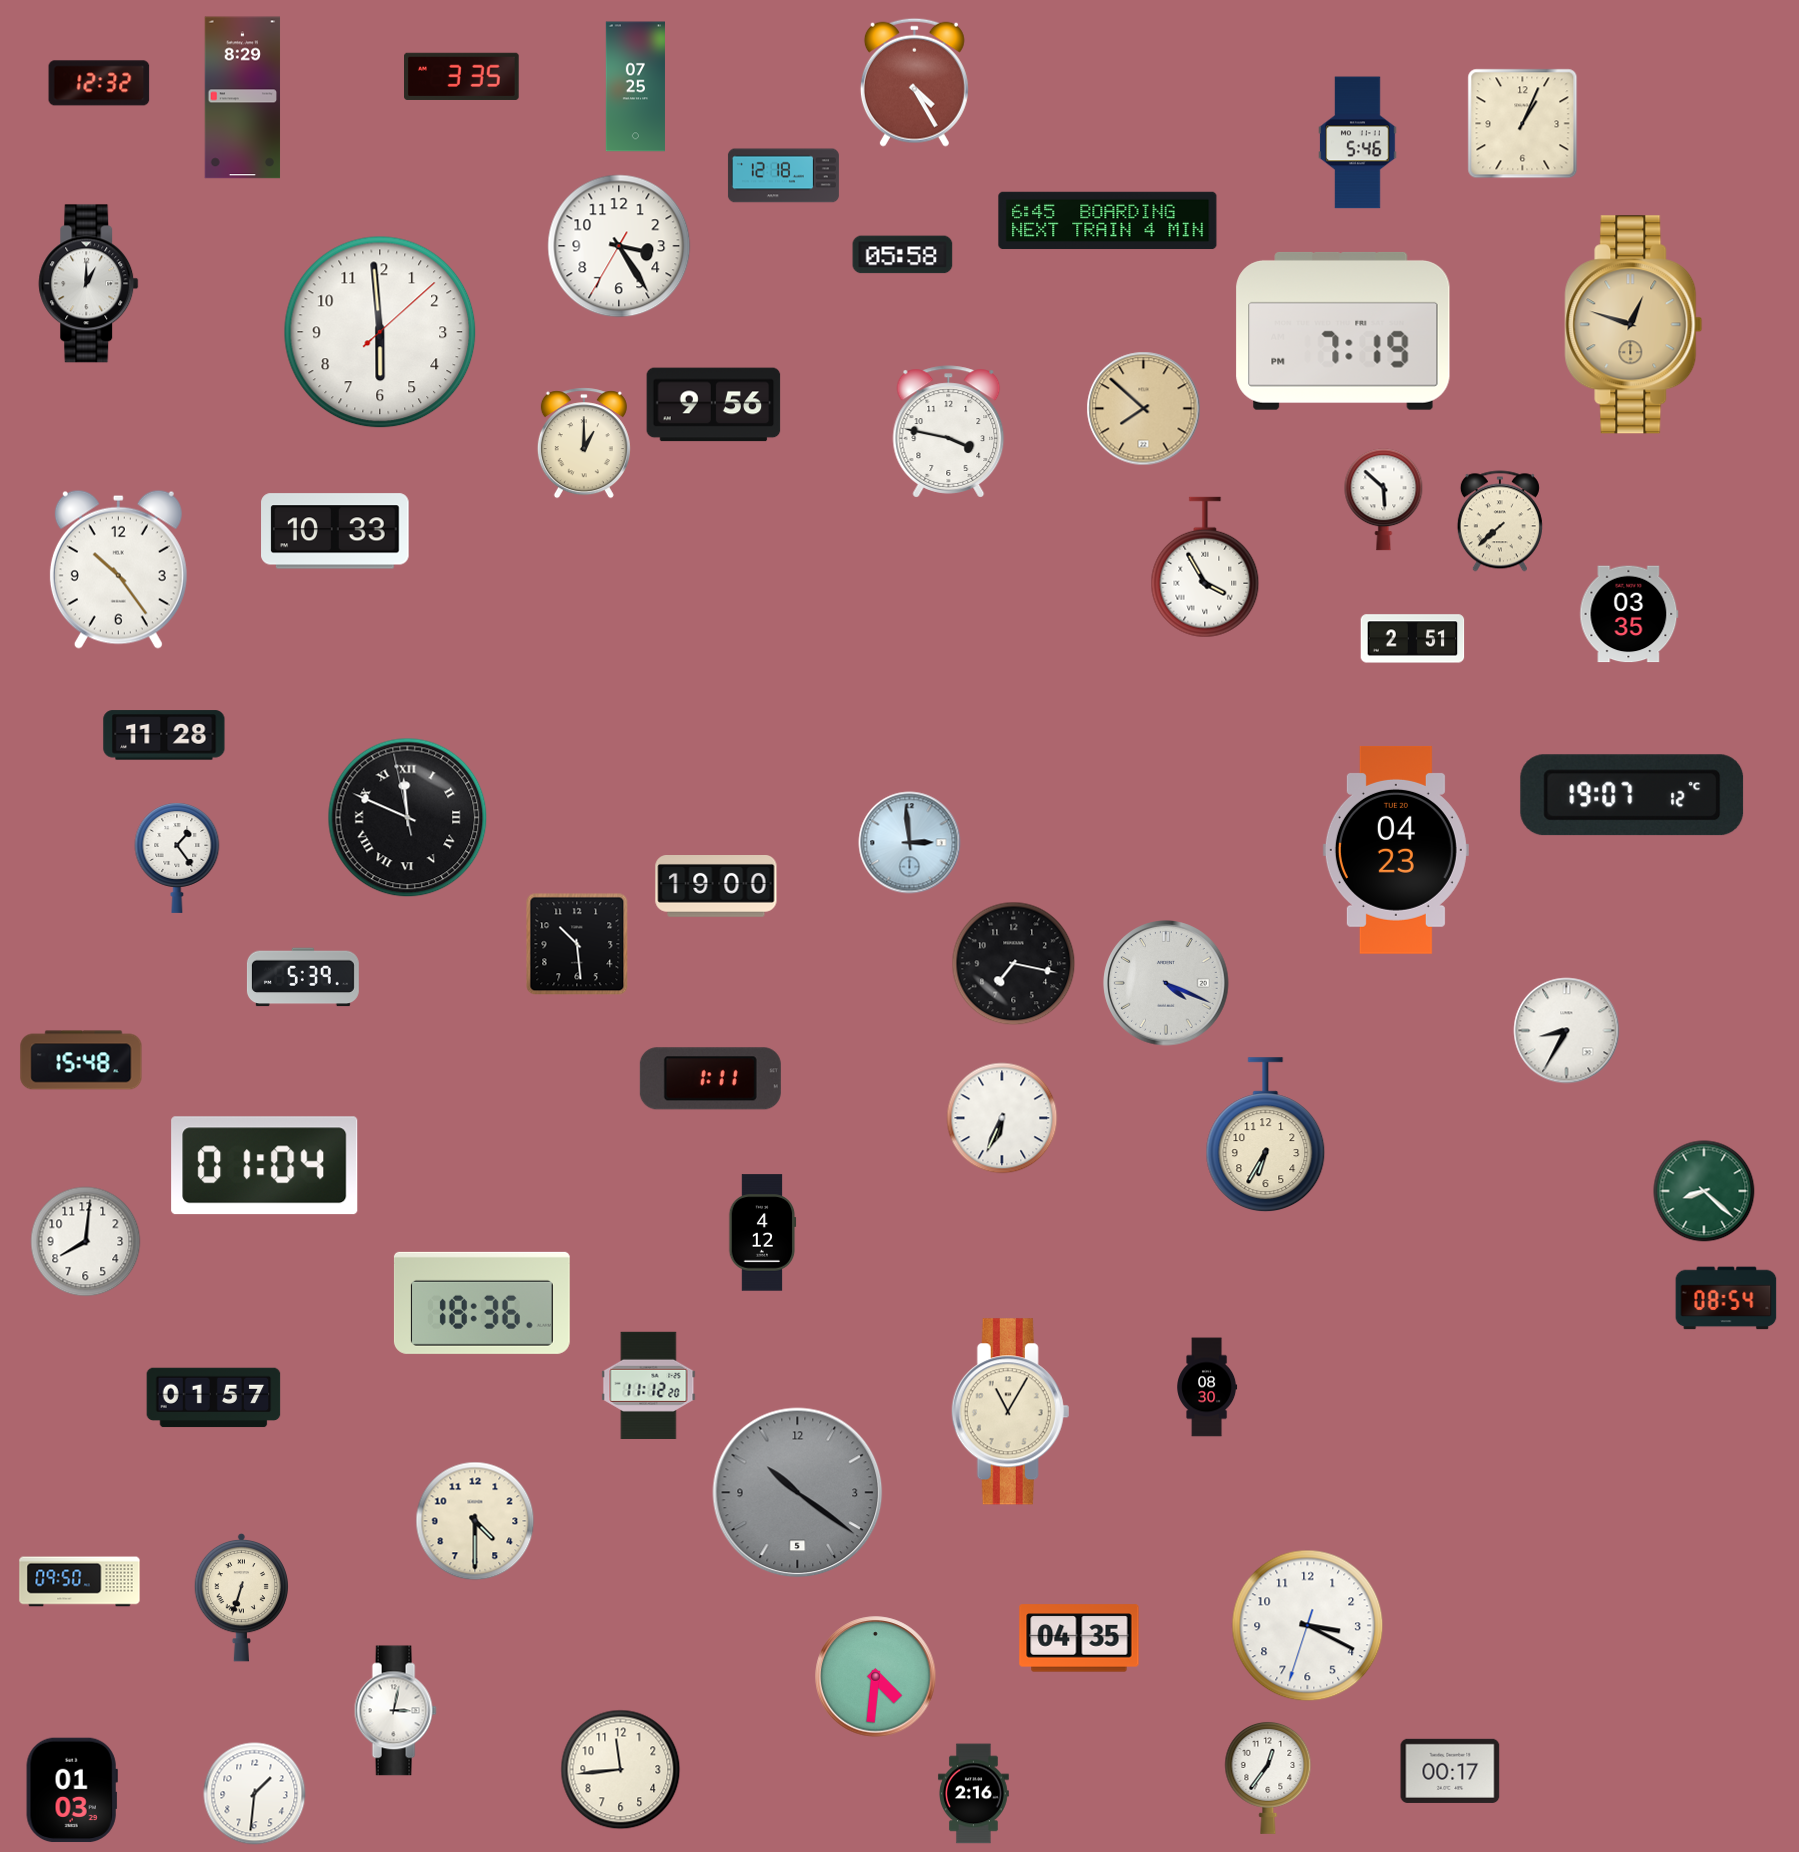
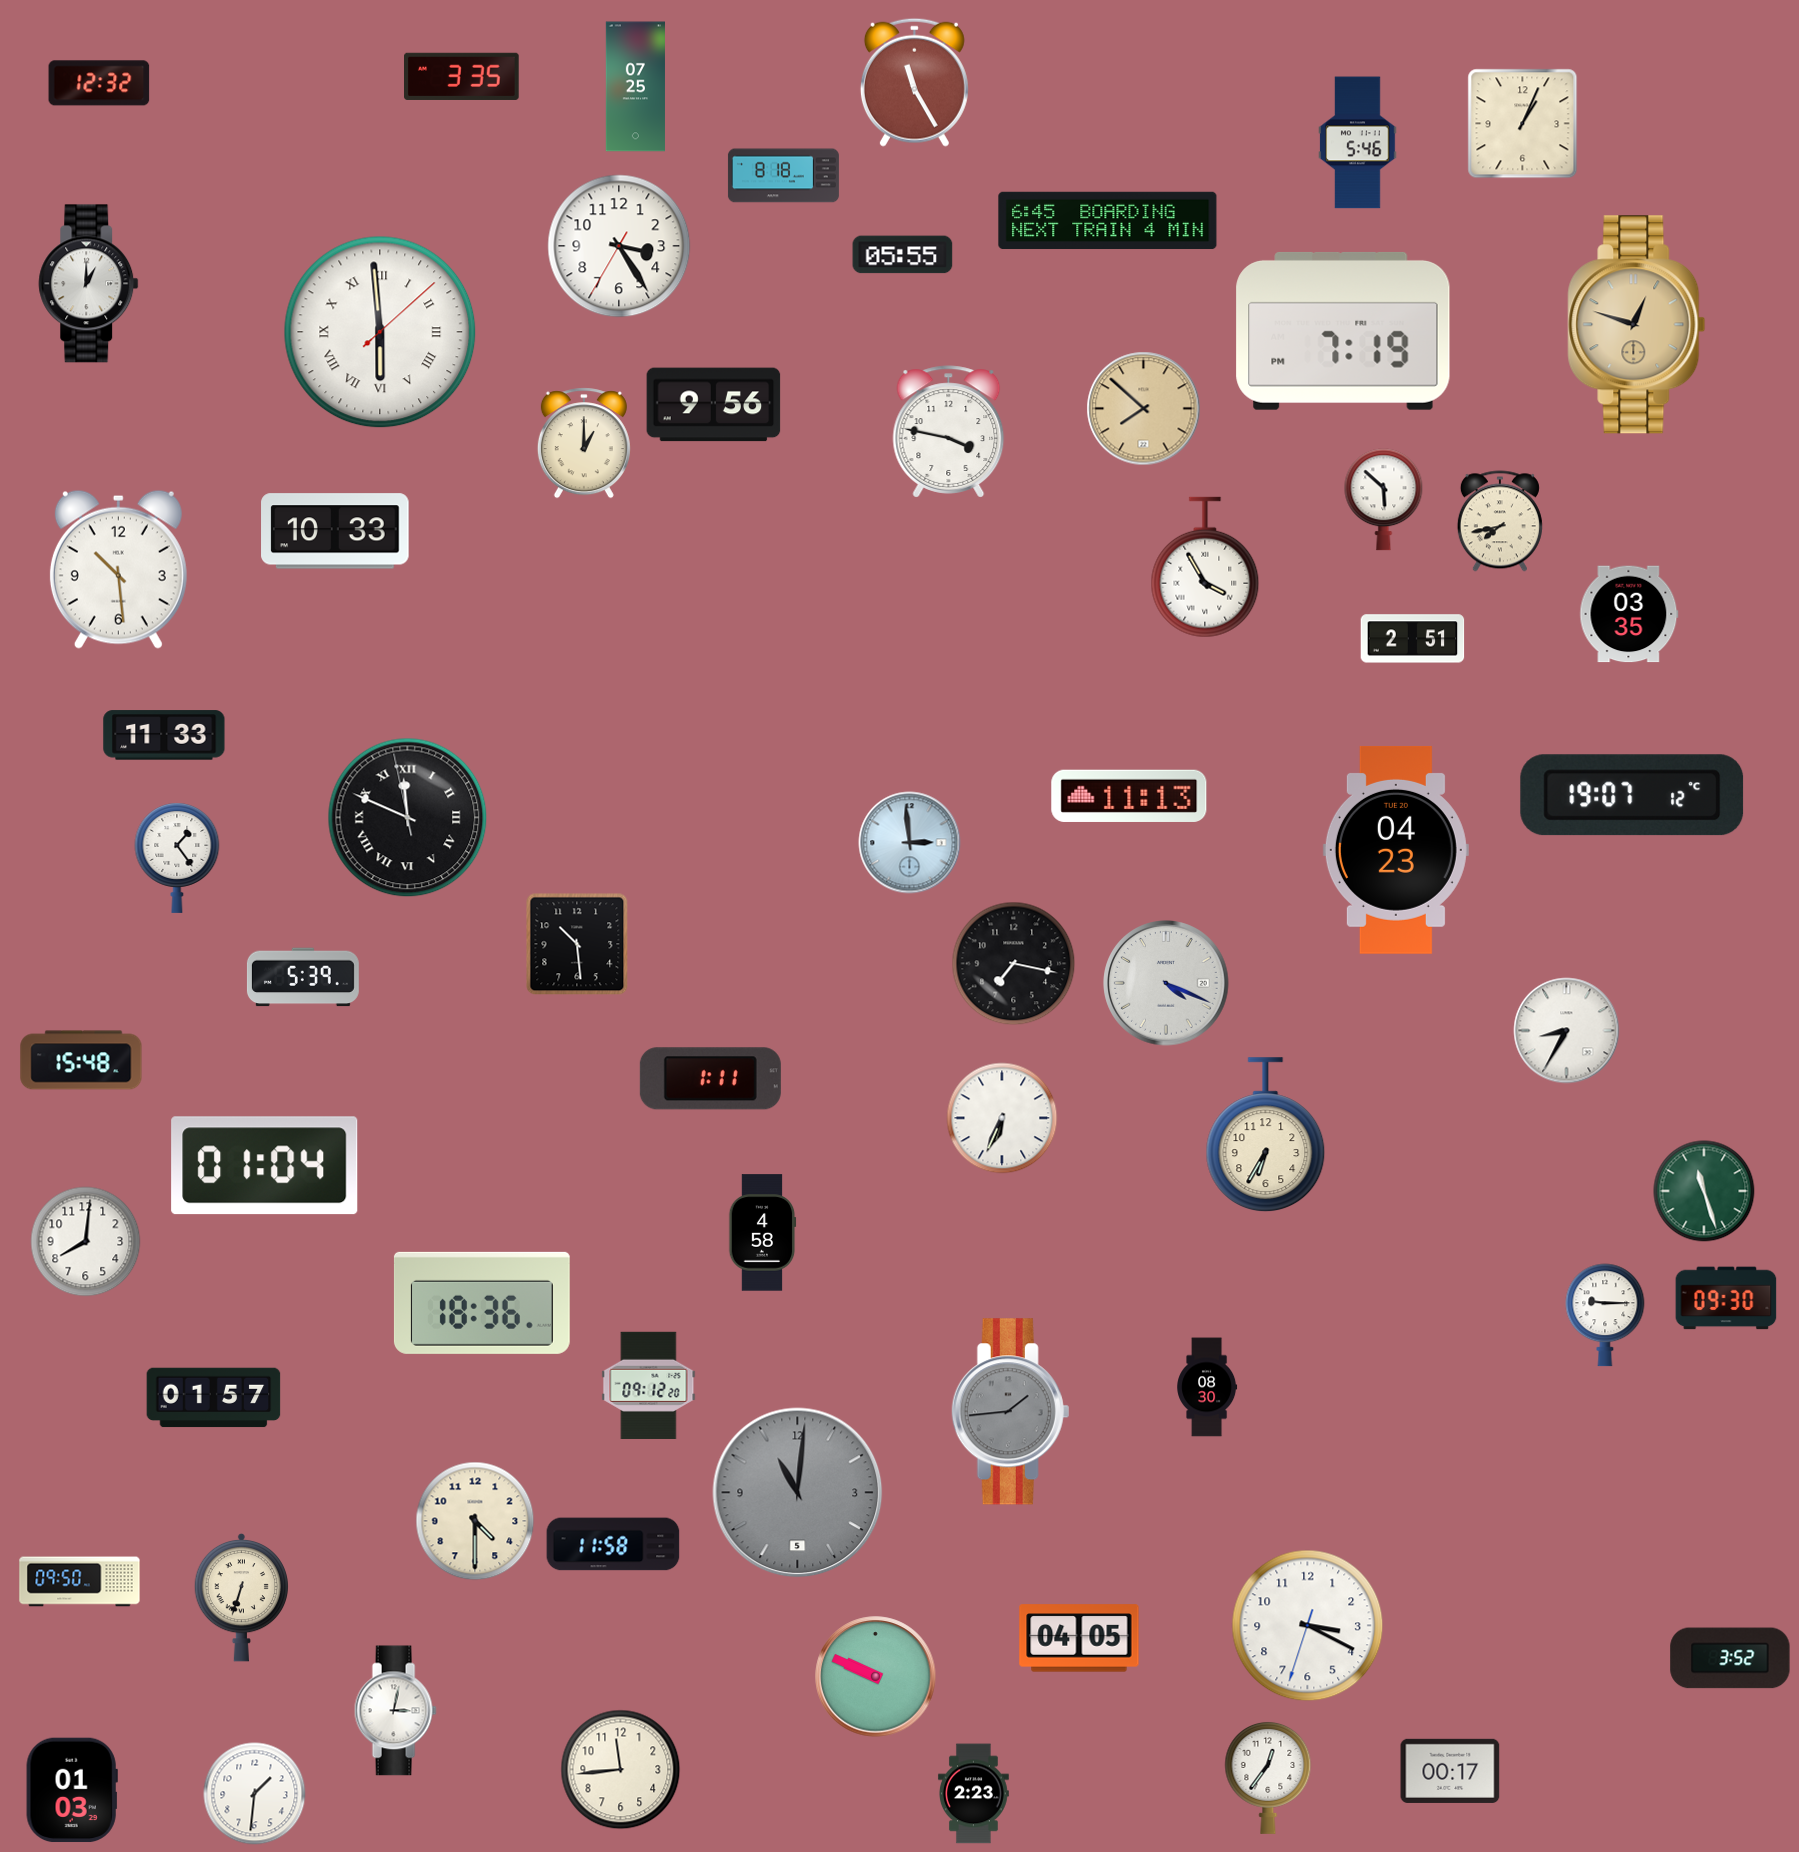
clock at (914, 82): 4:25 -> 11:25
clock at (243, 98): 8:29 -> none
clock at (783, 176): 12:18 -> 8:18
clock at (903, 255): 05:58 -> 05:55
clock at (1634, 325) position: (1634, 325) -> (1637, 325)
clock at (380, 332) numerals: Arabic -> Roman
clock at (1500, 521): 7:38 -> 7:43
clock at (118, 569): 10:24 -> 10:29
clock at (164, 735): 11:28 -> 11:33
clock at (1129, 796): none -> 11:13
clock at (716, 887): 19:00 -> none
clock at (1704, 1191): 8:22 -> 11:27
clock at (763, 1233): 4:12 -> 4:58
clock at (1726, 1298): 08:54 -> 09:30
clock at (1605, 1315): none -> 9:15
clock at (649, 1385): 11:12 -> 09:12
clock at (1011, 1412): 11:05 -> 1:44
clock at (1011, 1412) dial: cream -> grey
clock at (798, 1493): 10:21 -> 11:01
clock at (613, 1544): none -> 11:58
clock at (1079, 1638): 04:35 -> 04:05
clock at (1730, 1658): none -> 3:52
clock at (876, 1677): 4:31 -> 9:49
clock at (973, 1794): 2:16 -> 2:23
